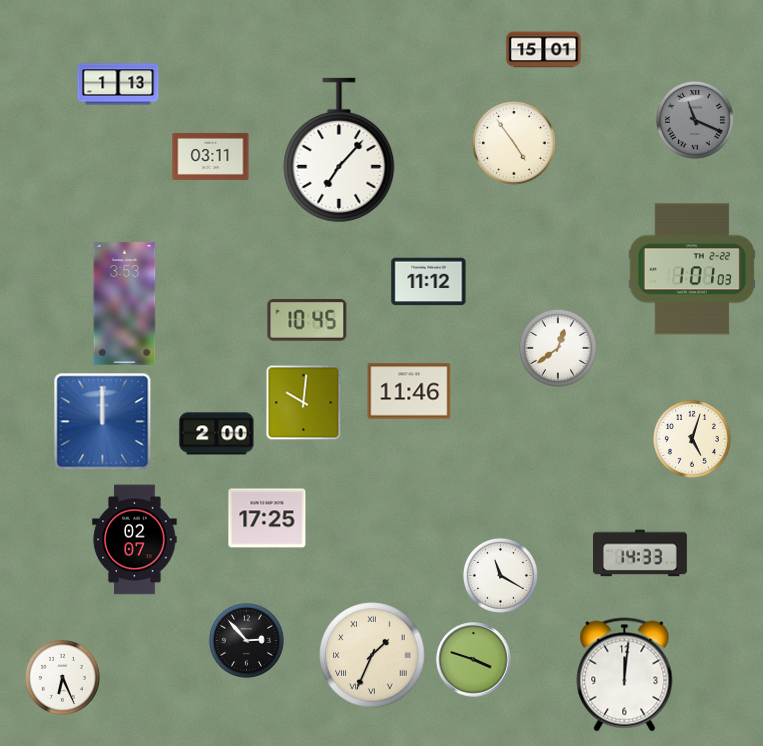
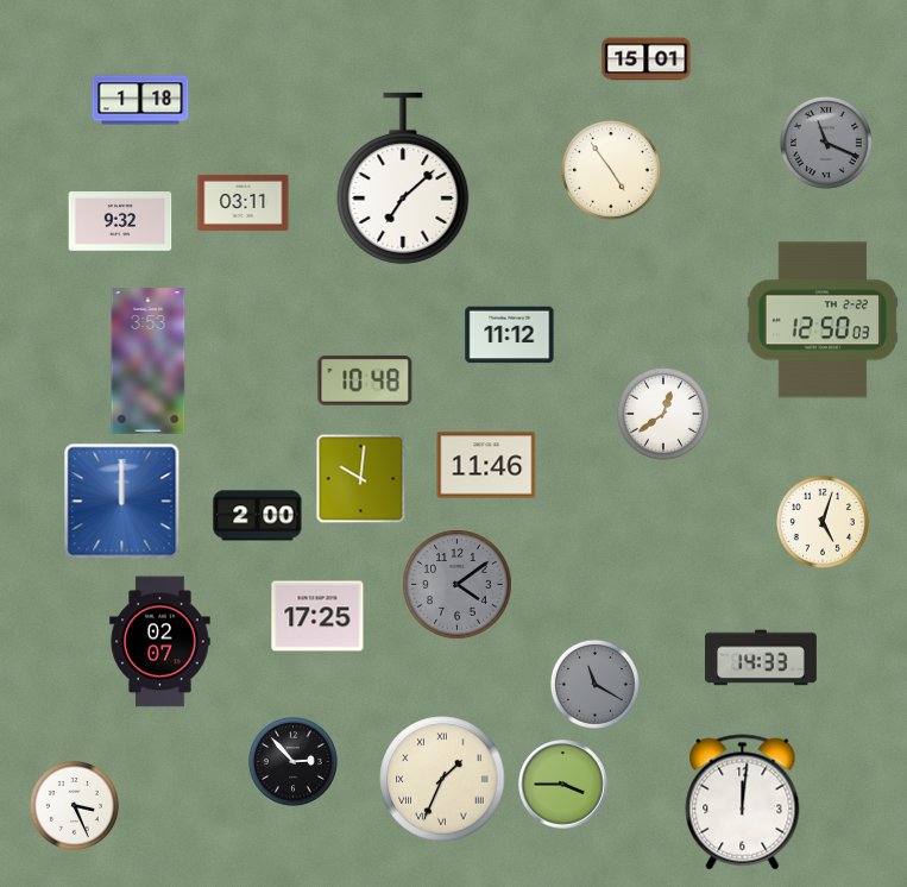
clock at (118, 84): 1:13 -> 1:18
clock at (339, 150): 7:07 -> 7:08
clock at (211, 156) position: (211, 156) -> (244, 202)
clock at (120, 221): none -> 9:32
clock at (692, 269): 1:01 -> 12:50
clock at (307, 320): 10:45 -> 10:48
clock at (458, 585): none -> 4:09
clock at (500, 575) dial: white -> grey
clock at (474, 660): 3:48 -> 3:45
clock at (62, 677): 6:26 -> 3:26
